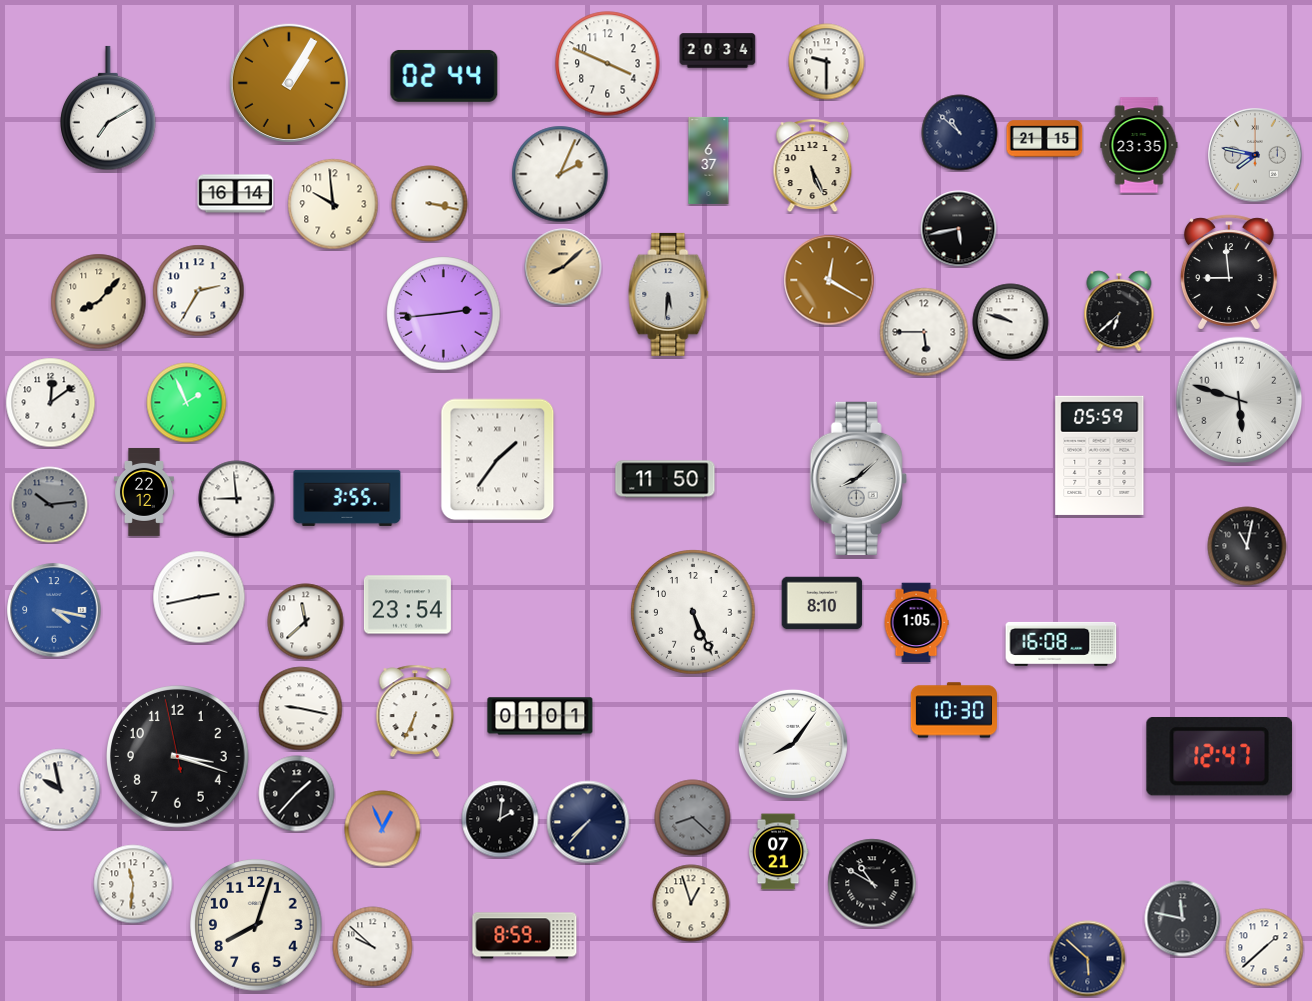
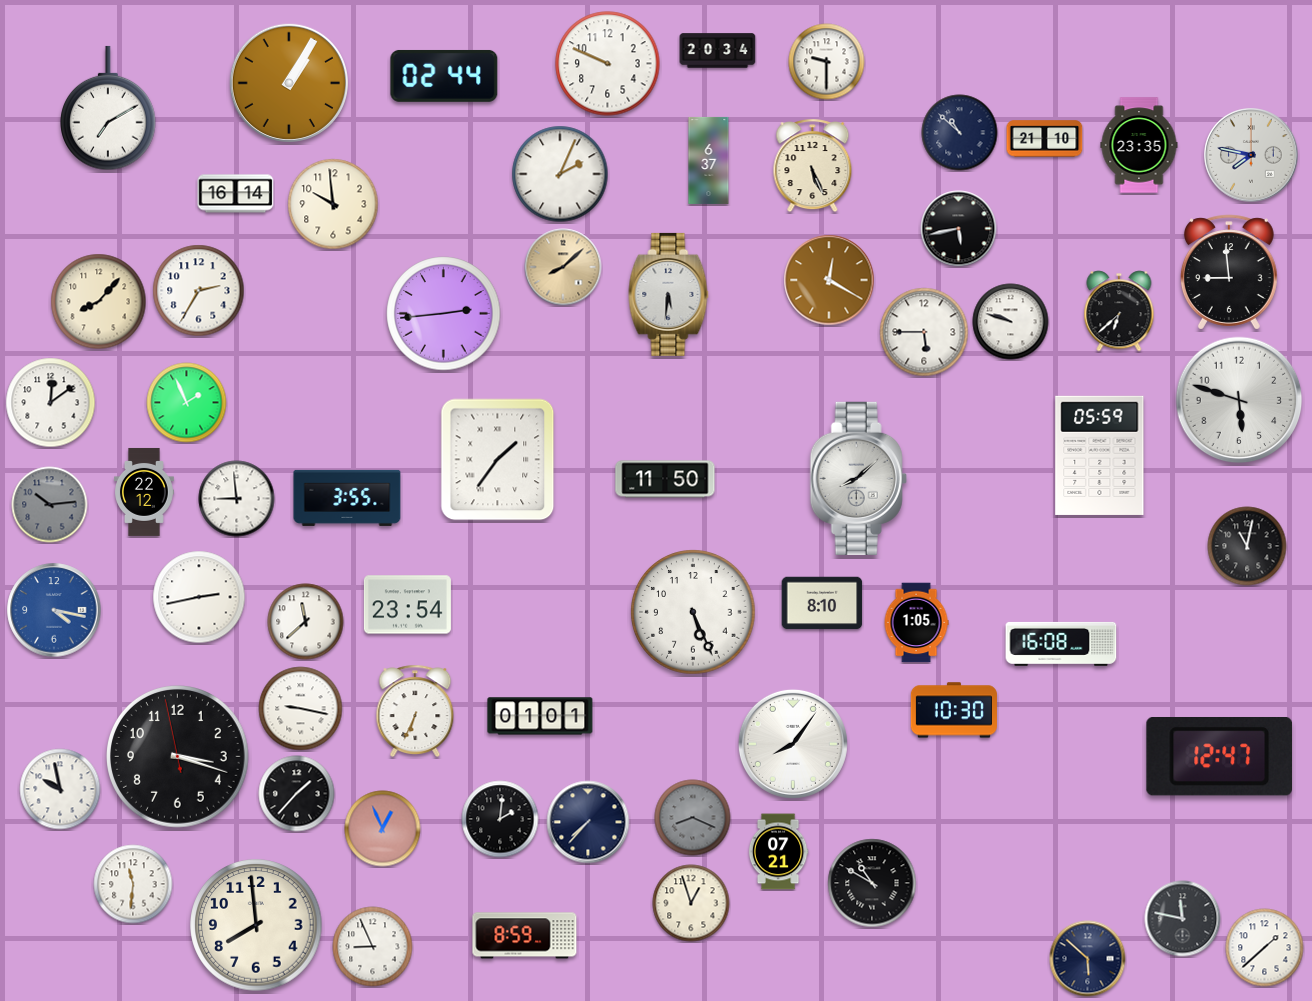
clock at (608, 64): 3:49 -> 9:49
clock at (1045, 139): 21:15 -> 21:10
clock at (1255, 155) position: (1255, 155) -> (1251, 155)
clock at (430, 204): 3:17 -> none
clock at (693, 818): 8:22 -> 8:19
clock at (256, 925): 8:03 -> 7:59
clock at (373, 947): 9:52 -> 8:56
